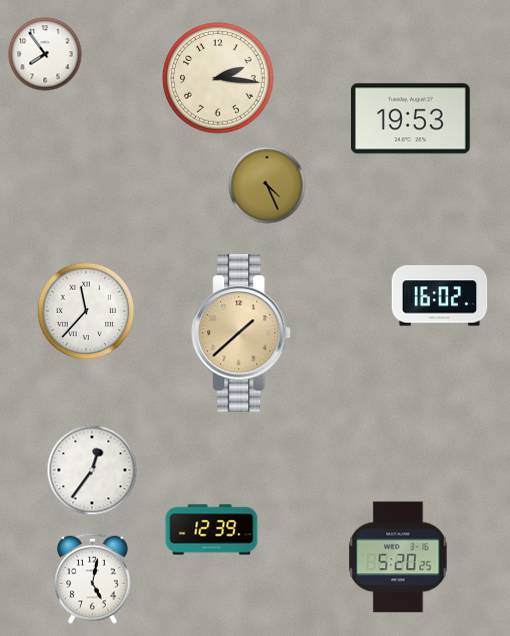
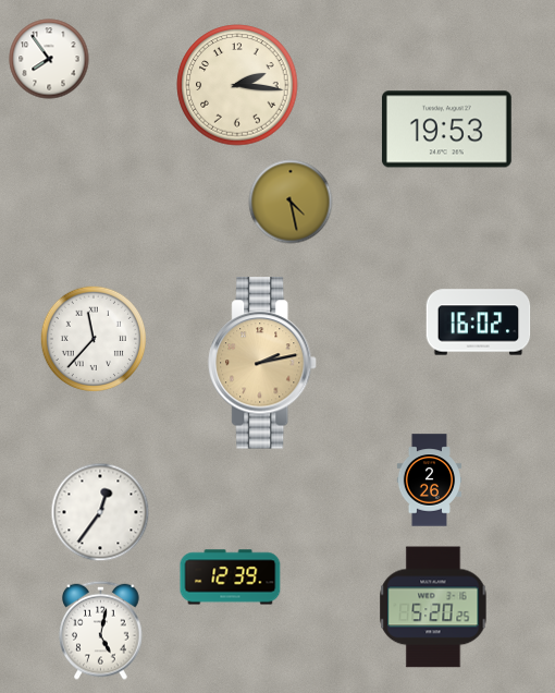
clock at (267, 185): 4:26 -> 4:28
clock at (242, 333): 1:38 -> 2:13
clock at (429, 481): none -> 2:26
